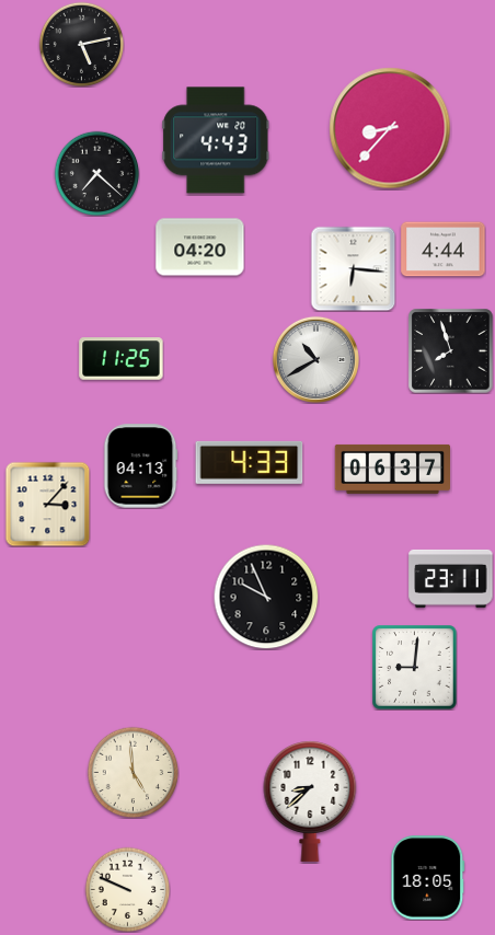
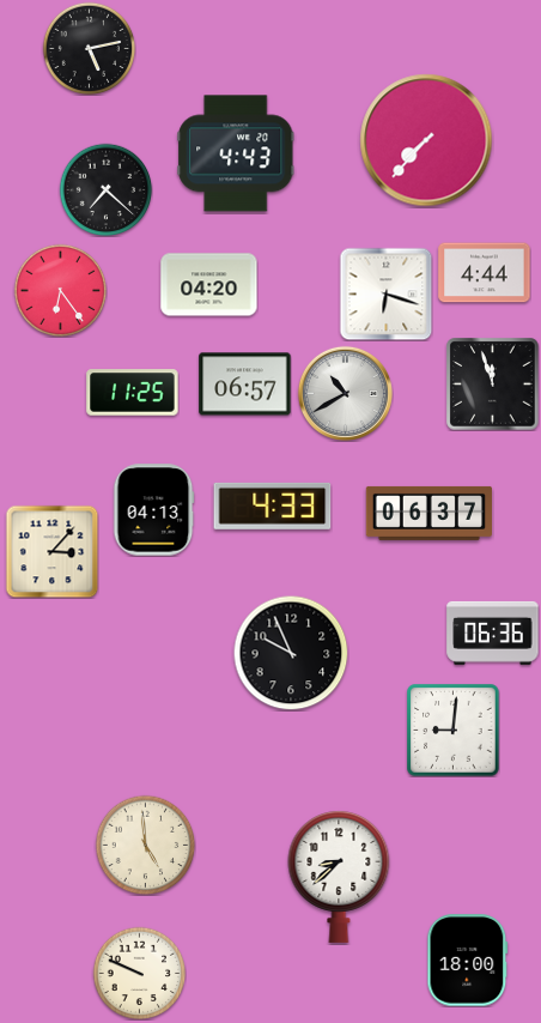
clock at (390, 128): 8:37 -> 7:37
clock at (200, 247) position: (200, 247) -> (209, 285)
clock at (60, 290): none -> 6:24
clock at (353, 268): 6:16 -> 6:18
clock at (245, 385): none -> 06:57
clock at (451, 351): 7:57 -> 11:57
clock at (451, 578): 23:11 -> 06:36
clock at (428, 878): 18:05 -> 18:00
